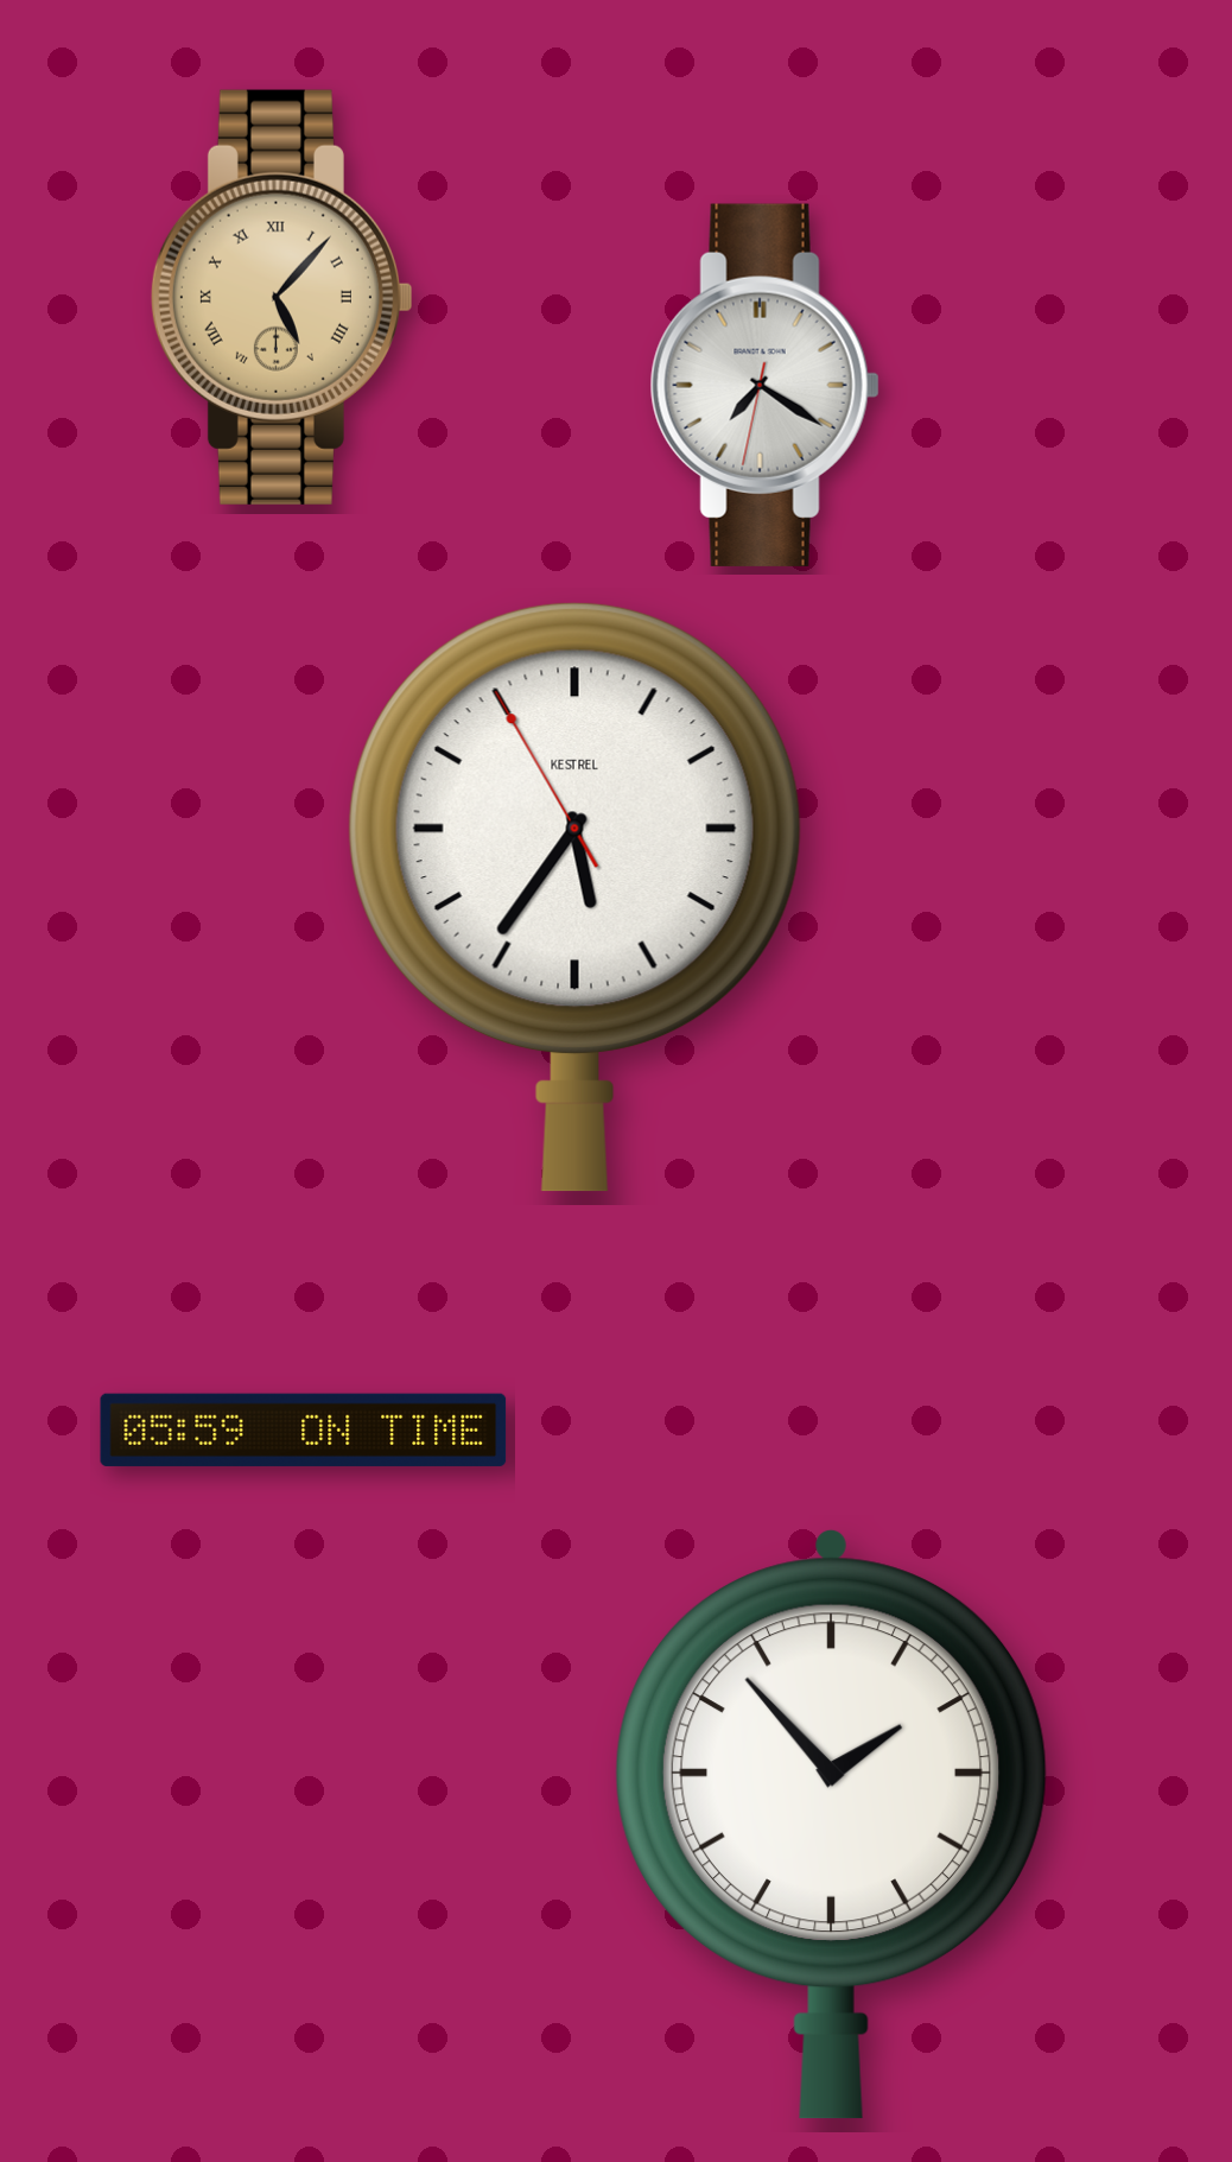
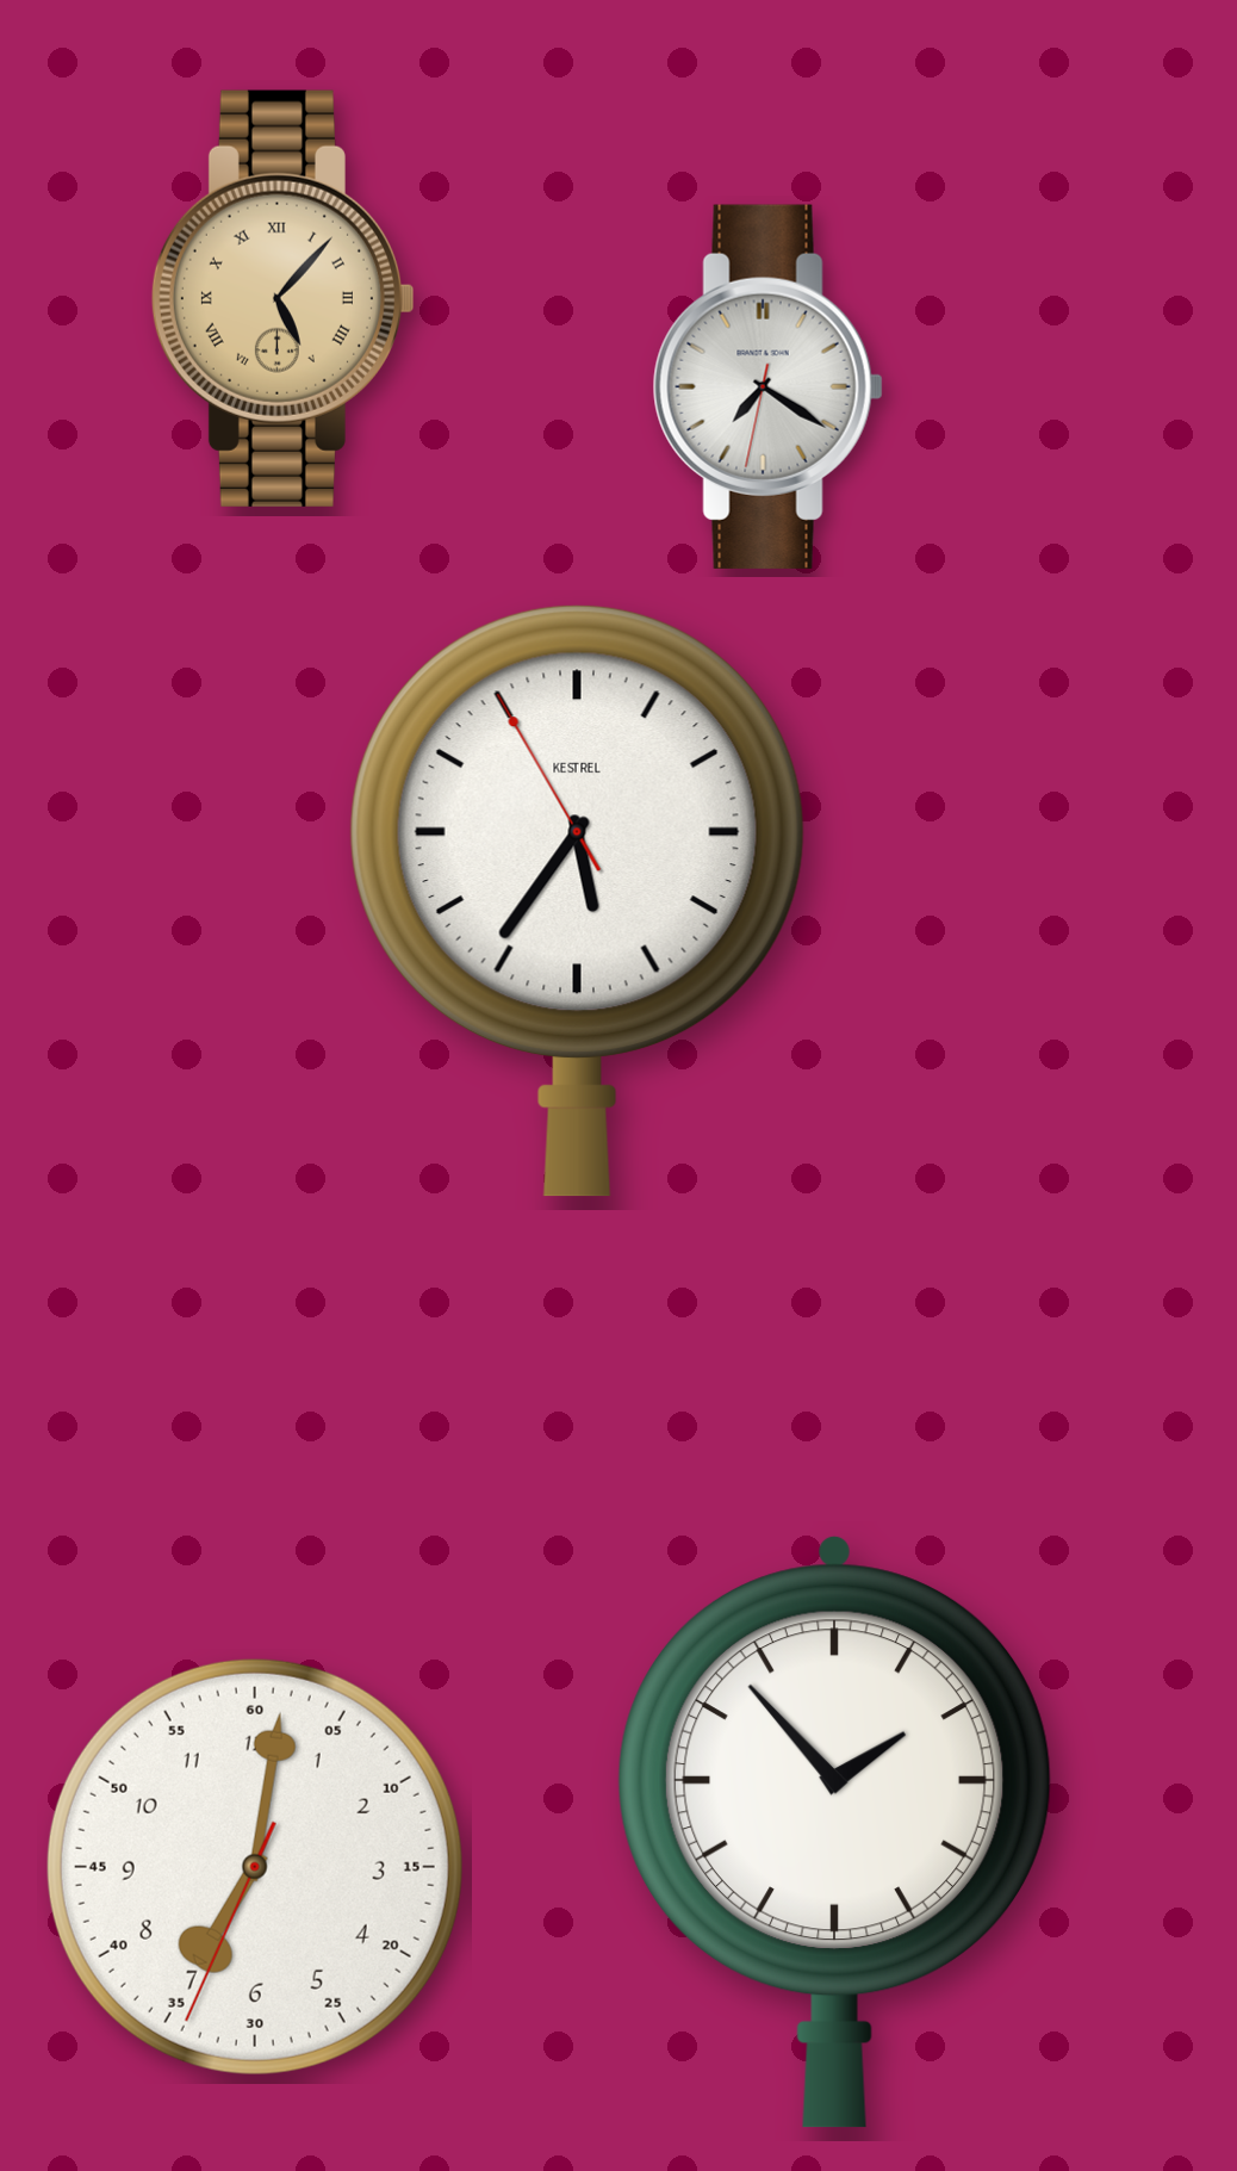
clock at (304, 1429): 05:59 -> none
clock at (255, 1867): none -> 7:01
